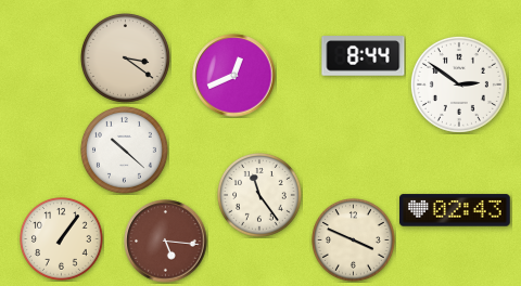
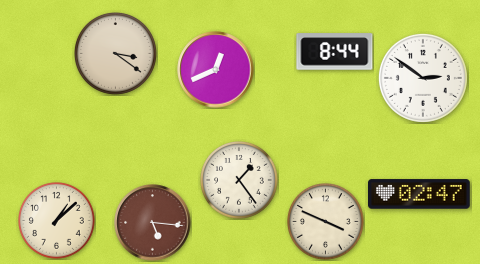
clock at (124, 149): 10:22 -> none
clock at (260, 196): 11:24 -> 1:24
clock at (456, 210): 02:43 -> 02:47
clock at (62, 239): 1:06 -> 1:08
